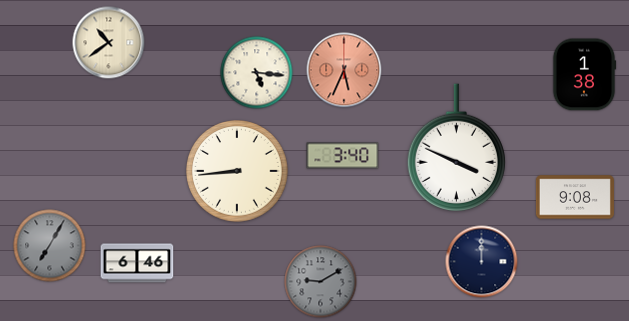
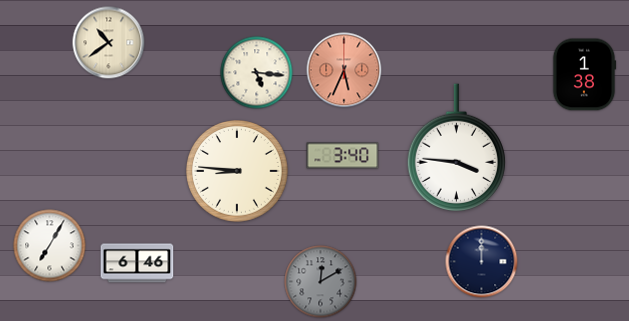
clock at (456, 148): 3:49 -> 3:46
clock at (237, 171): 8:44 -> 8:46
clock at (575, 197): 9:08 -> none
clock at (50, 246) dial: grey -> white
clock at (321, 282): 9:10 -> 12:10
